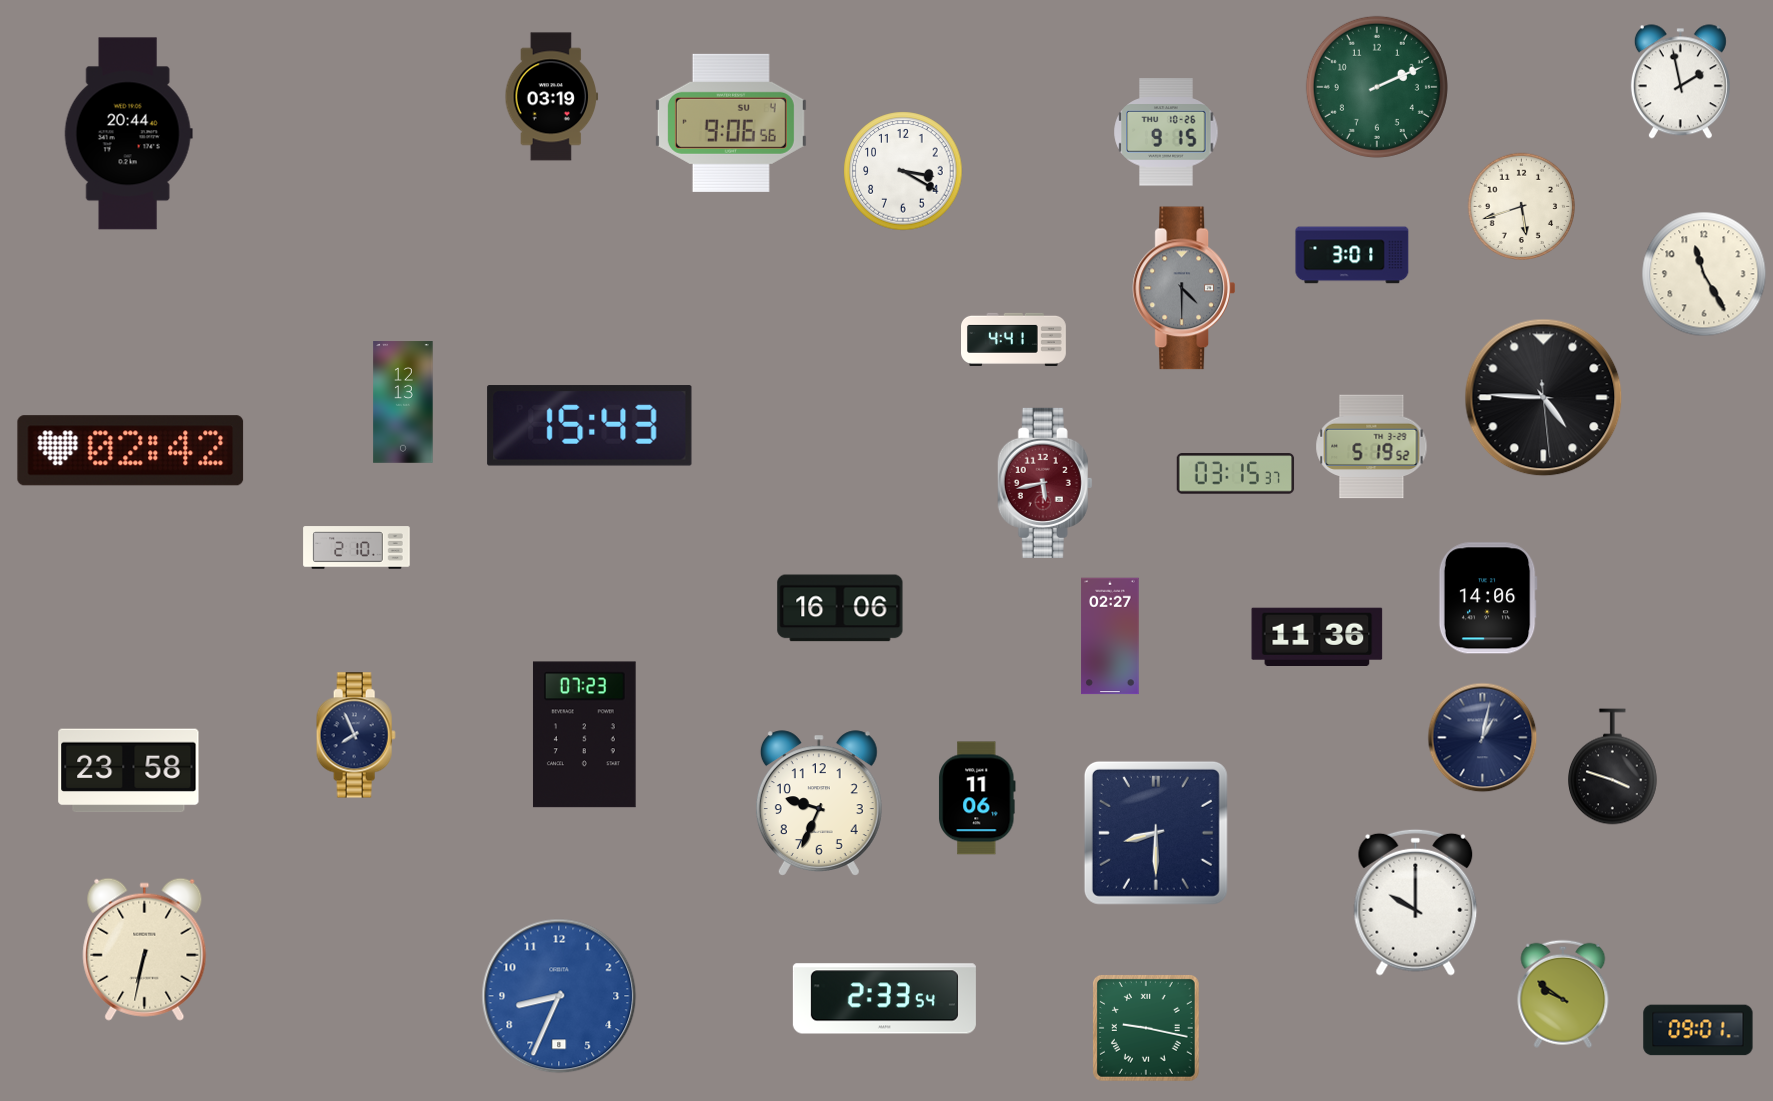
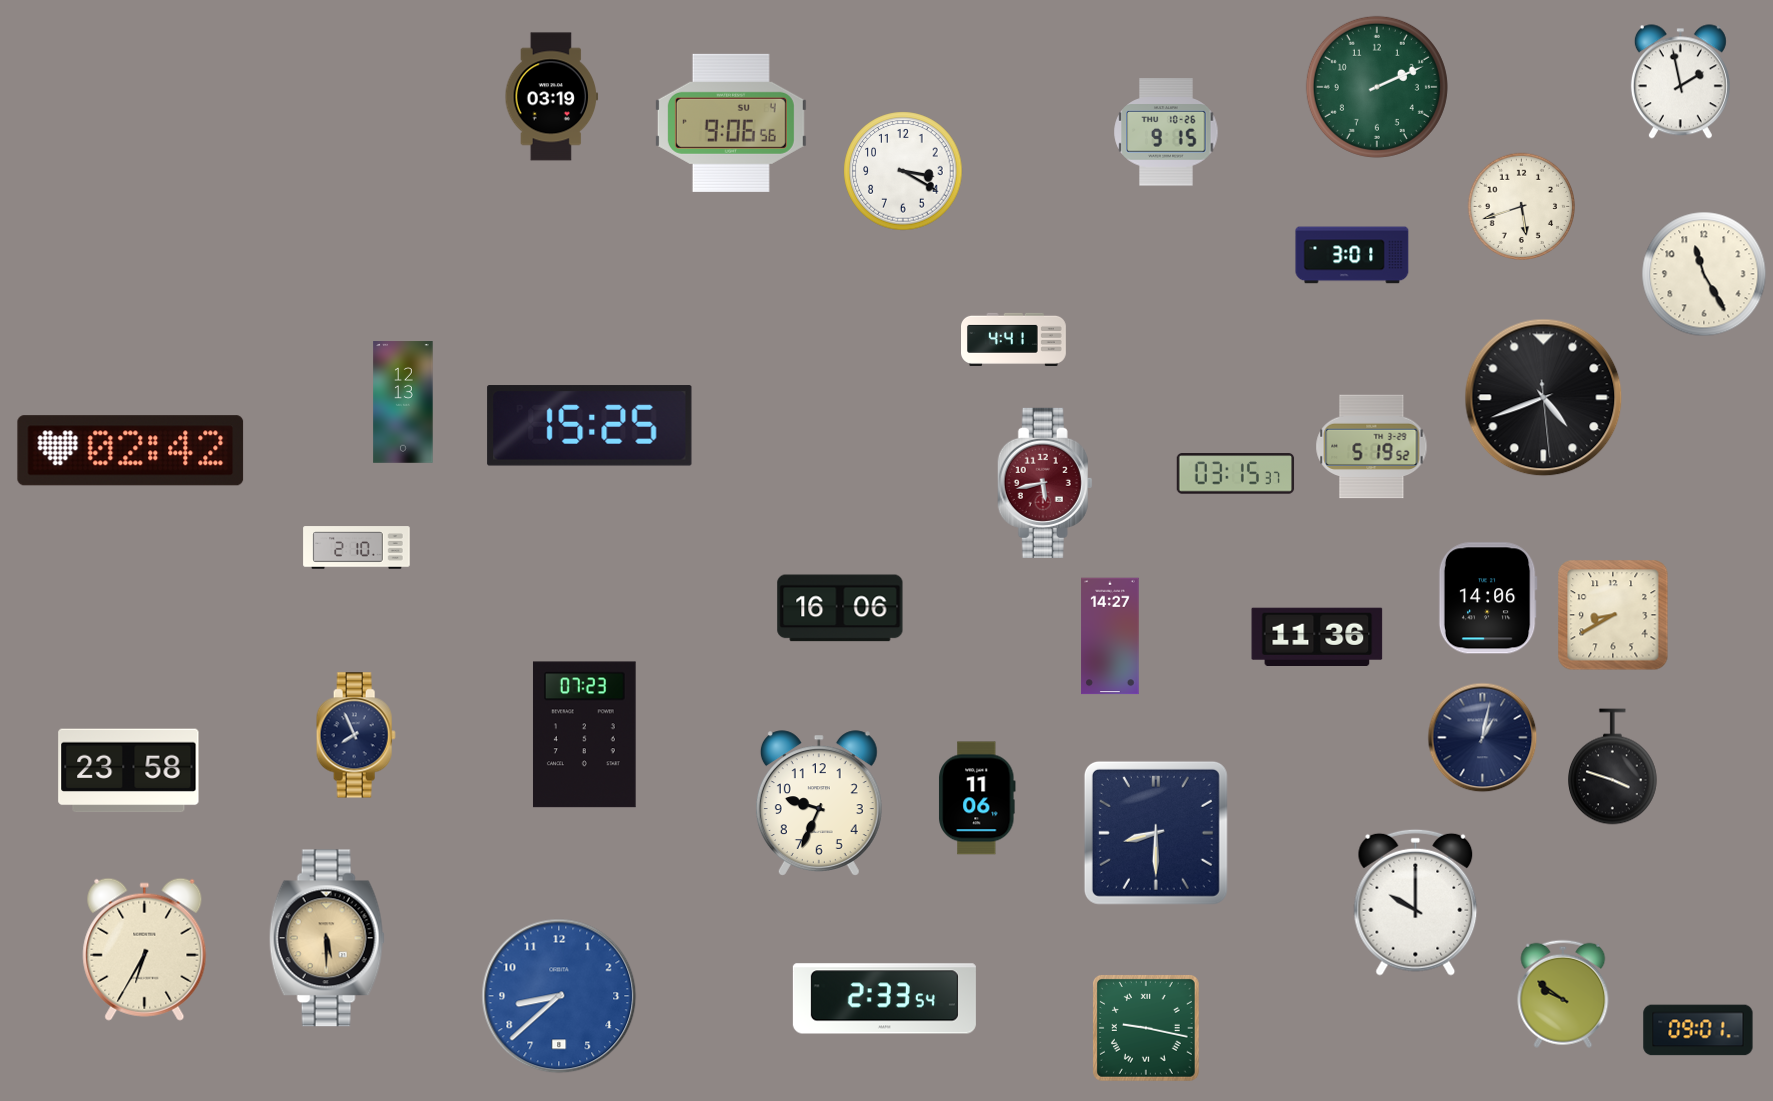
clock at (128, 134): 20:44 -> none
clock at (1183, 288): 4:30 -> none
clock at (1544, 398): 4:45 -> 4:41
clock at (590, 426): 15:43 -> 15:25
clock at (1613, 615): none -> 8:40
clock at (1110, 636): 02:27 -> 14:27
clock at (327, 938): none -> 5:30
clock at (145, 949): 6:32 -> 6:35
clock at (559, 996): 8:34 -> 8:38
